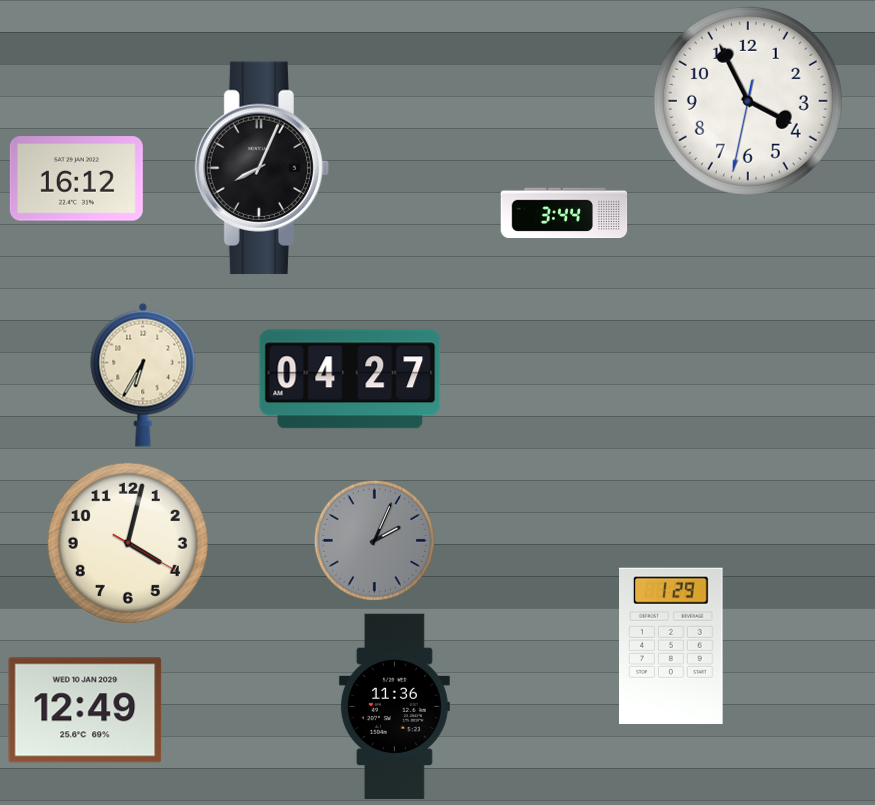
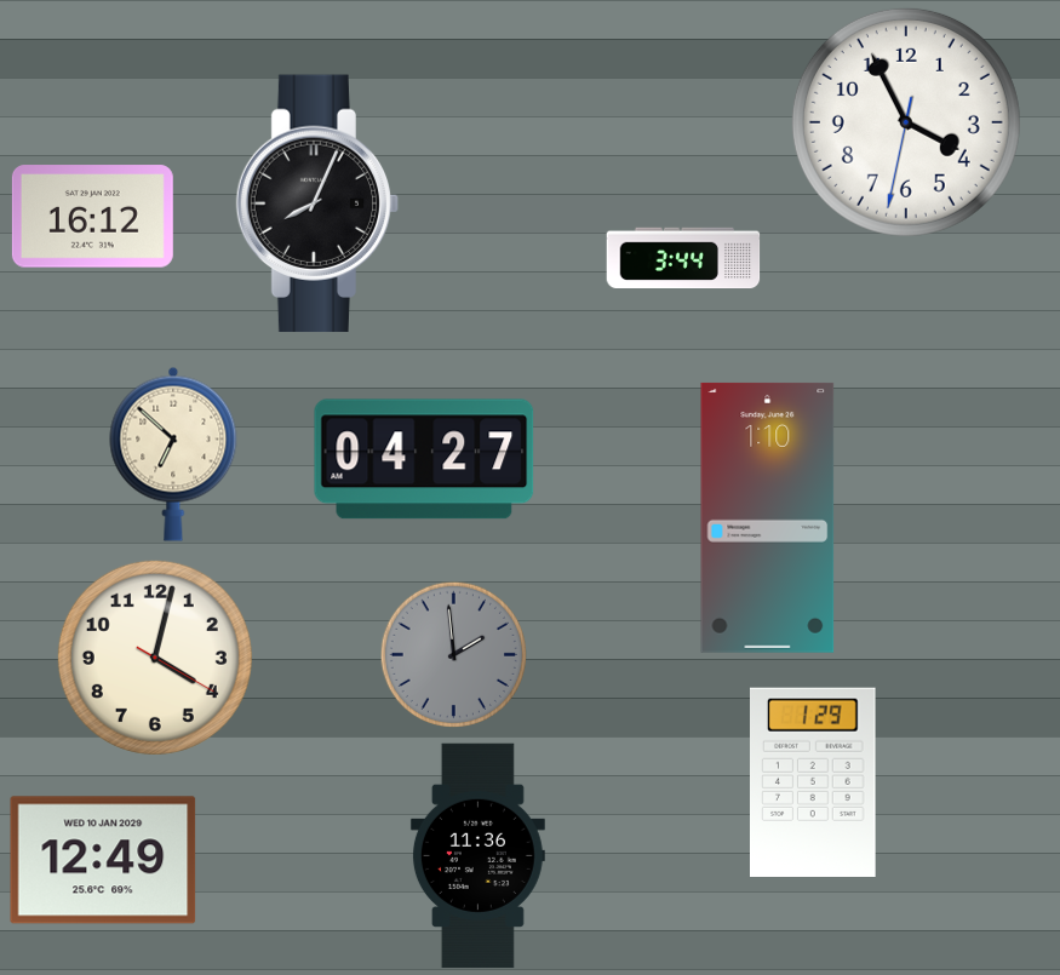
clock at (143, 375): 6:35 -> 6:52
clock at (768, 517): none -> 1:10
clock at (374, 540): 2:04 -> 1:59
